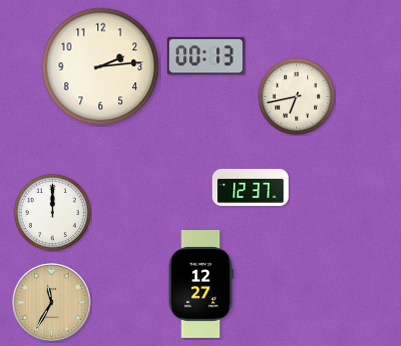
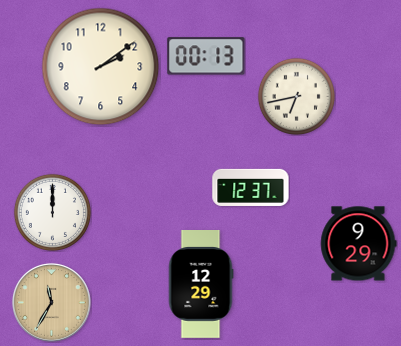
clock at (101, 67): 2:14 -> 2:09
clock at (358, 244): none -> 9:29
clock at (201, 285): 12:27 -> 12:29
